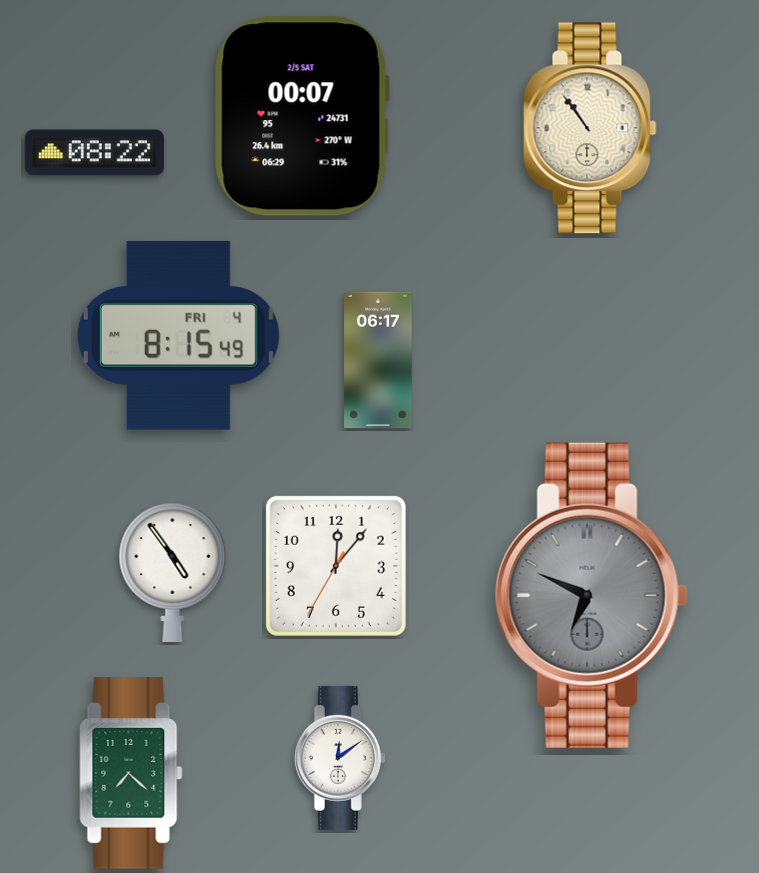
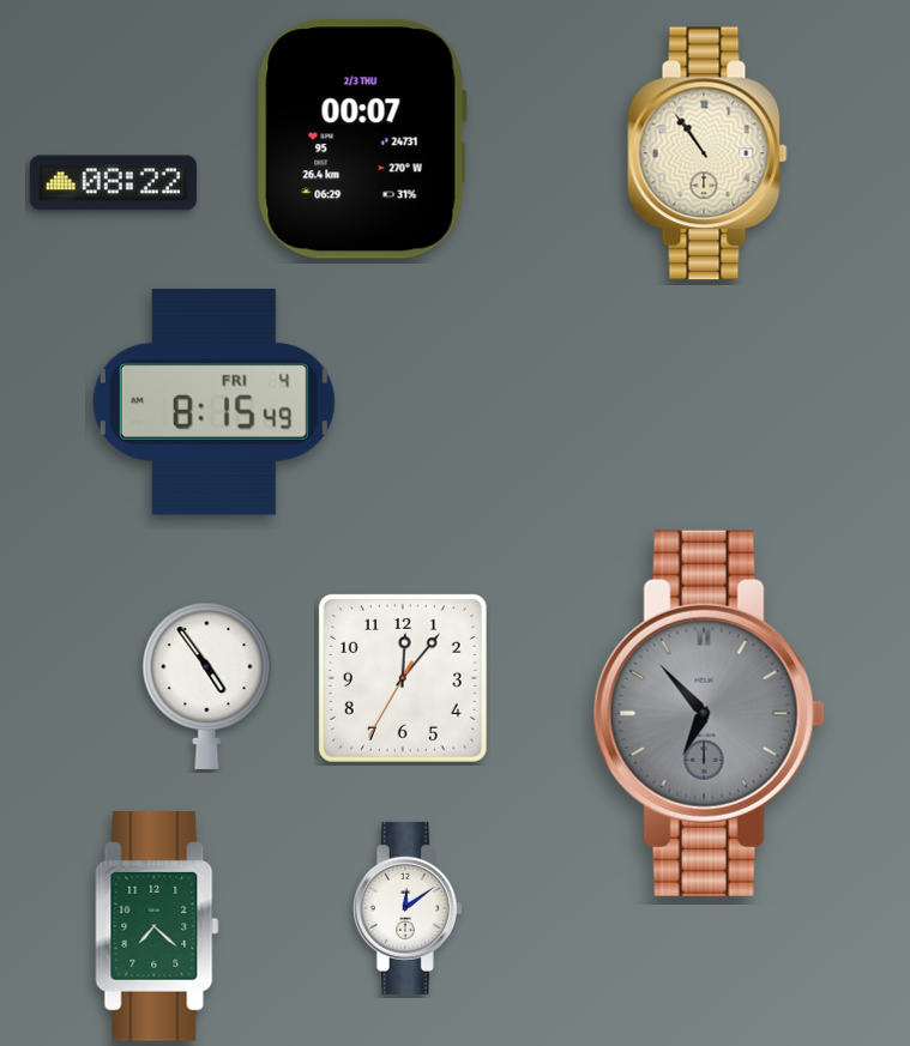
clock at (302, 116) date: 2/5 SAT -> 2/3 THU
clock at (378, 360): 06:17 -> none
clock at (591, 595): 6:49 -> 6:53
